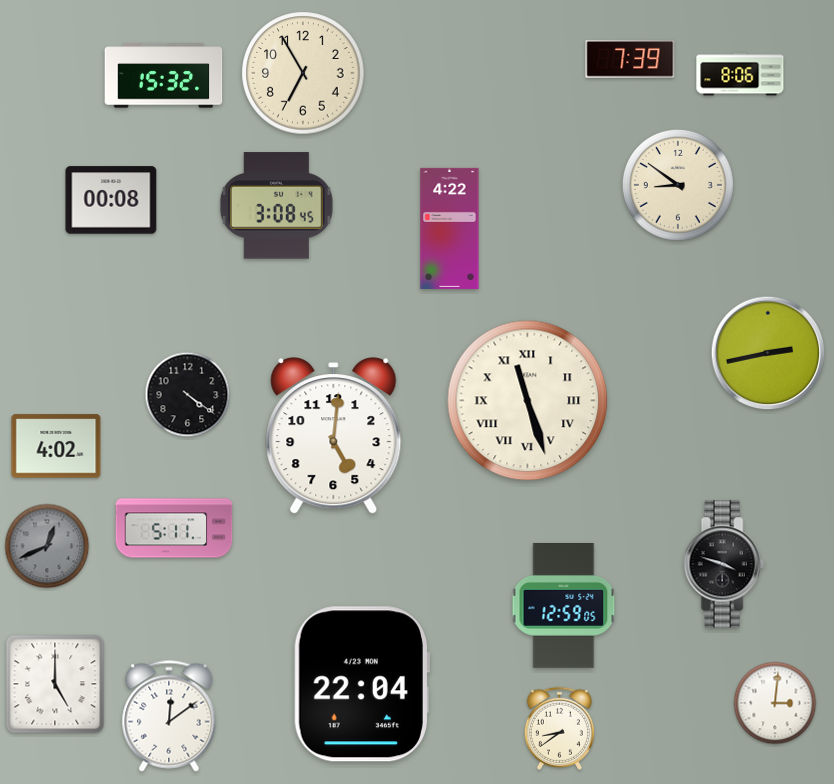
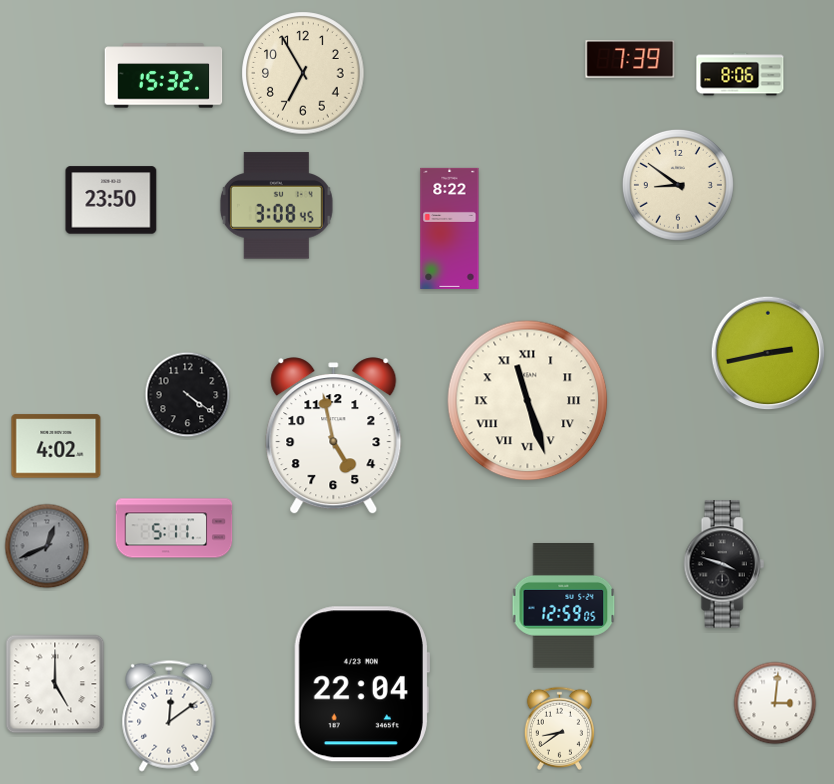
clock at (111, 200): 00:08 -> 23:50
clock at (450, 228): 4:22 -> 8:22
clock at (334, 436): 5:01 -> 4:58
